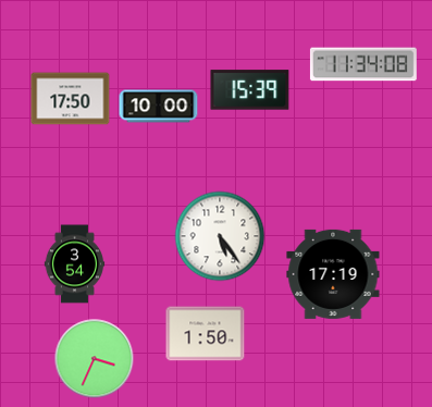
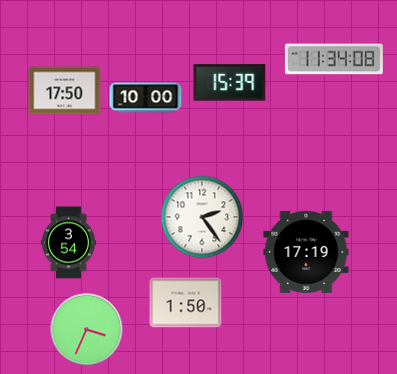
clock at (220, 236): 5:24 -> 2:24
clock at (206, 334) position: (206, 334) -> (186, 303)
